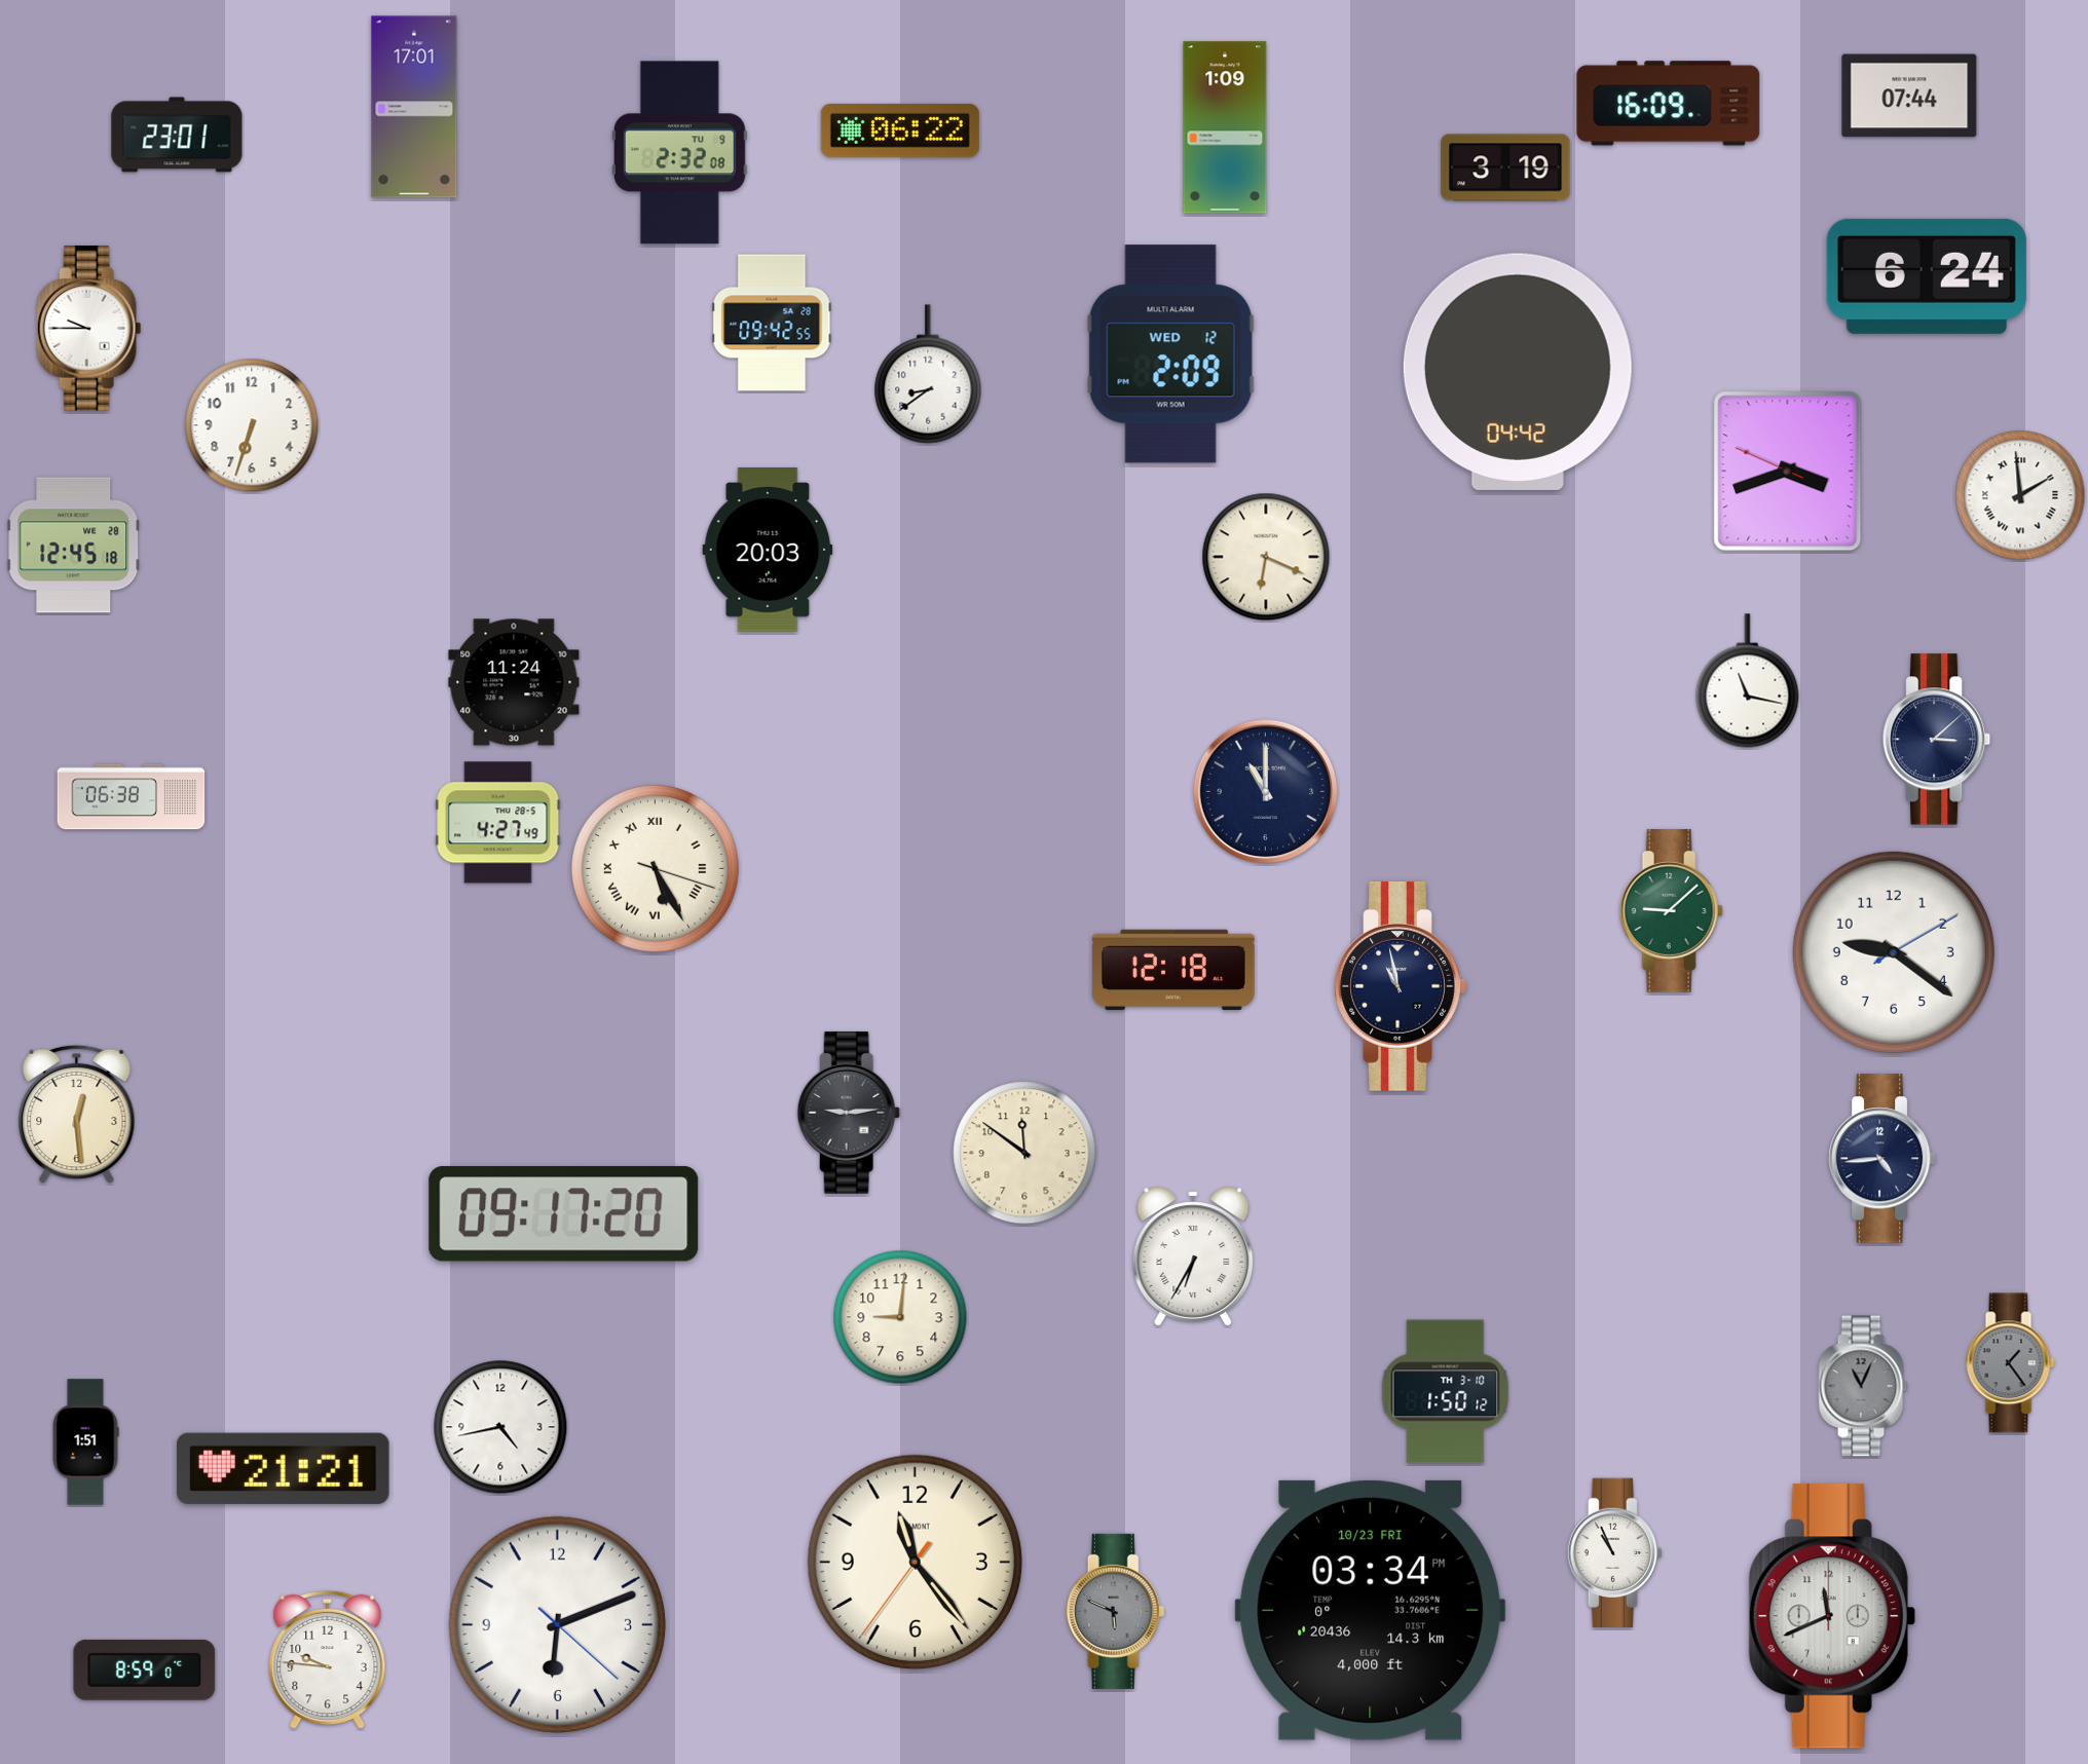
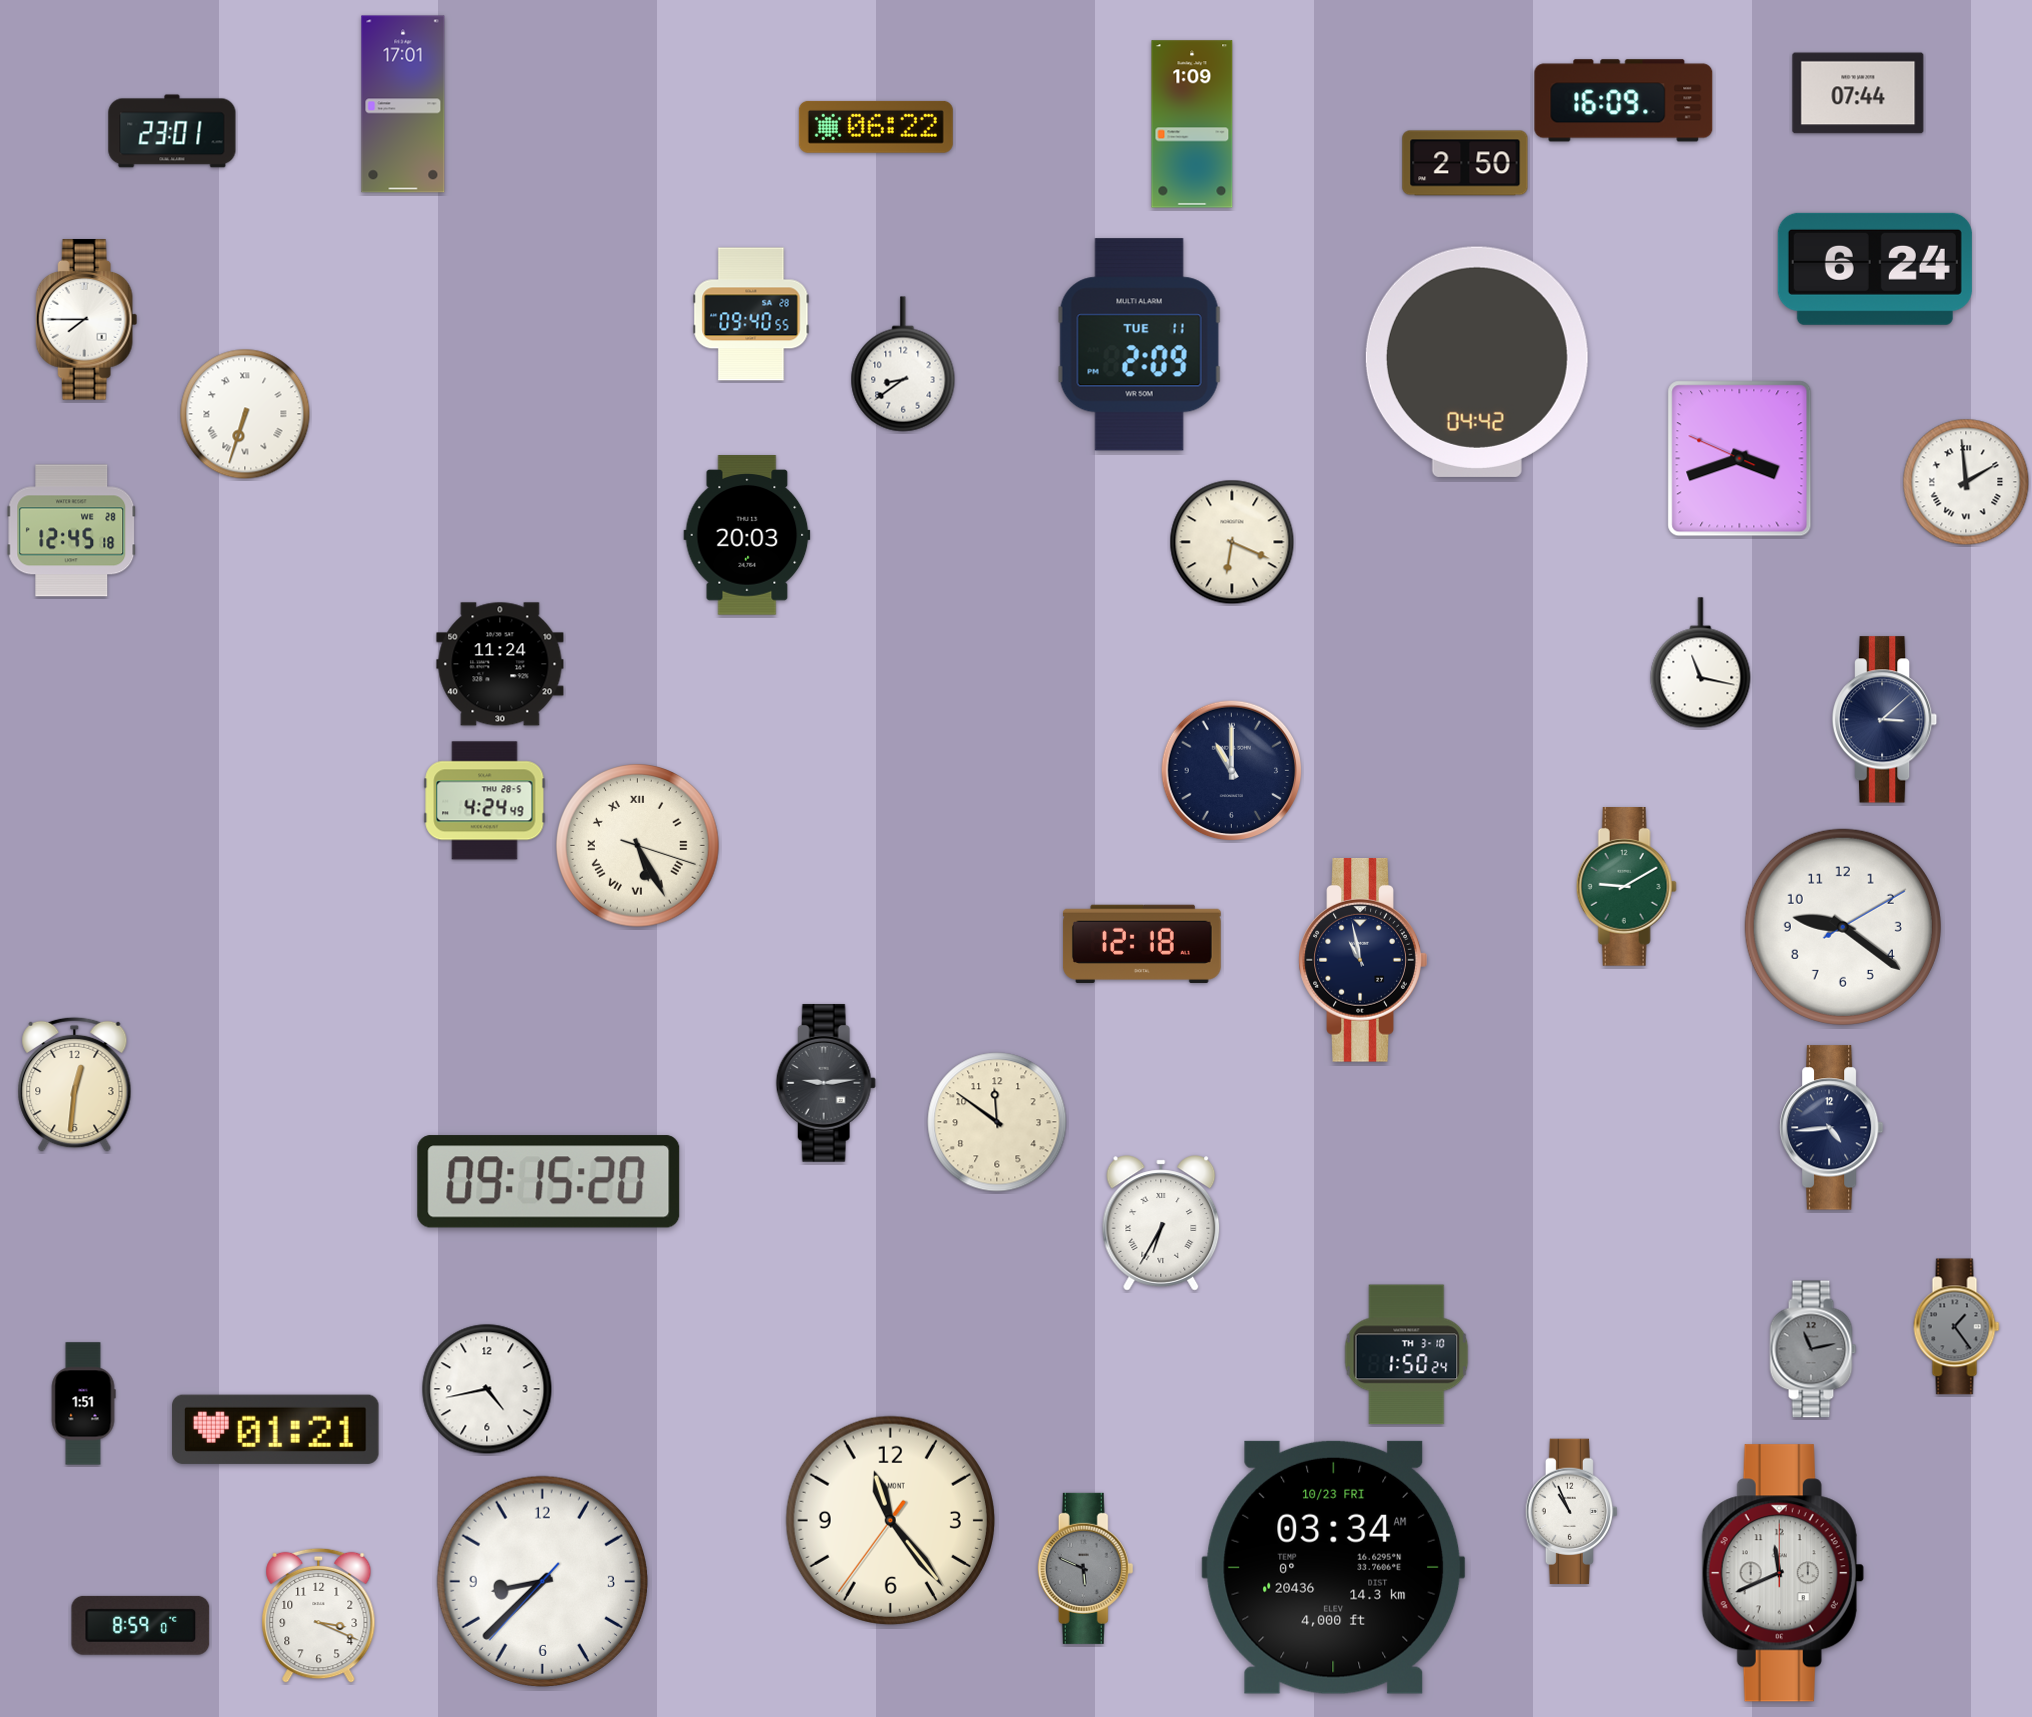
clock at (679, 153): 2:32 -> none
clock at (1505, 167): 3:19 -> 2:50
clock at (772, 323): 09:42 -> 09:40
clock at (89, 329): 9:45 -> 7:45
clock at (1170, 354) date: WED 12 -> TUE 11
clock at (252, 425) numerals: Arabic -> Roman
clock at (132, 797): 06:38 -> none
clock at (498, 823): 4:27 -> 4:24
clock at (1671, 911): 9:08 -> 9:10
clock at (77, 1115): 12:29 -> 12:31
clock at (564, 1214): 09:17 -> 09:15
clock at (900, 1317): 9:01 -> none
clock at (1863, 1386): 11:04 -> 11:13
clock at (1446, 1392): 1:50:12 -> 1:50:24
clock at (284, 1468): 21:21 -> 01:21
clock at (1371, 1610): 03:34 PM -> 03:34 AM
clock at (557, 1624): 6:11 -> 8:37
clock at (328, 1660): 9:46 -> 3:19
